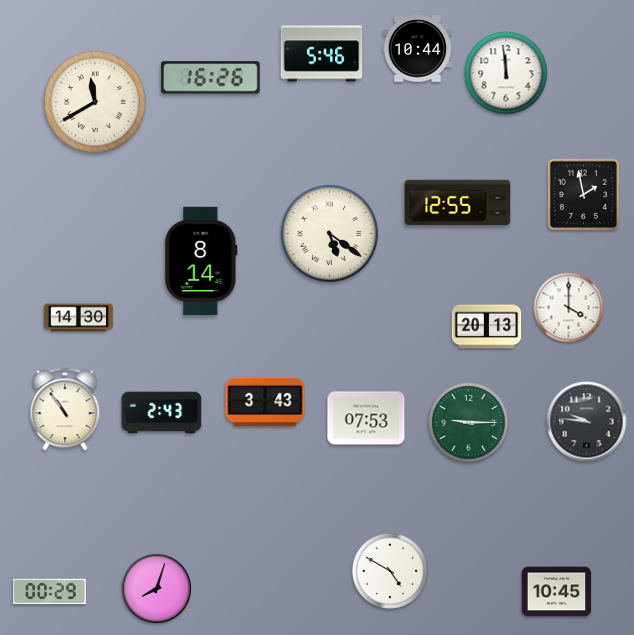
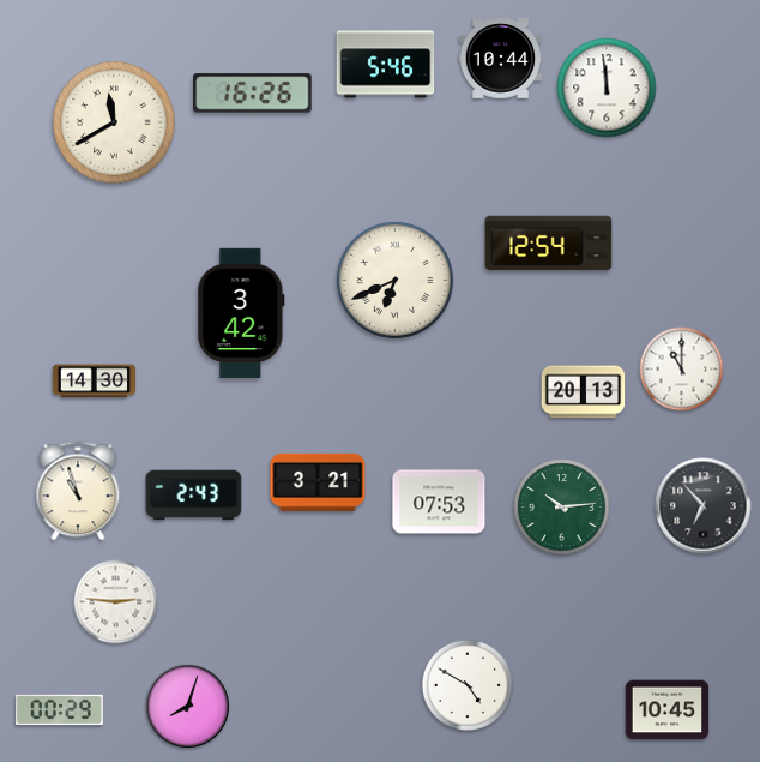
clock at (583, 194): 1:58 -> none
clock at (458, 203): 12:55 -> 12:54
clock at (329, 233): 5:21 -> 6:41
clock at (201, 260): 8:14 -> 3:42
clock at (569, 308): 4:00 -> 11:00
clock at (265, 402): 3:43 -> 3:21
clock at (65, 409): 10:54 -> 10:57
clock at (587, 422): 9:46 -> 6:53
clock at (469, 423): 9:15 -> 10:14
clock at (116, 602): none -> 2:46
